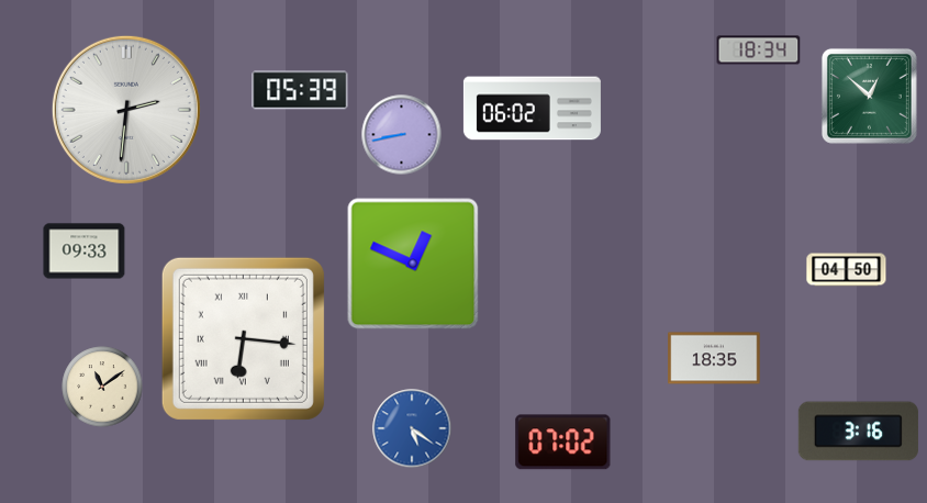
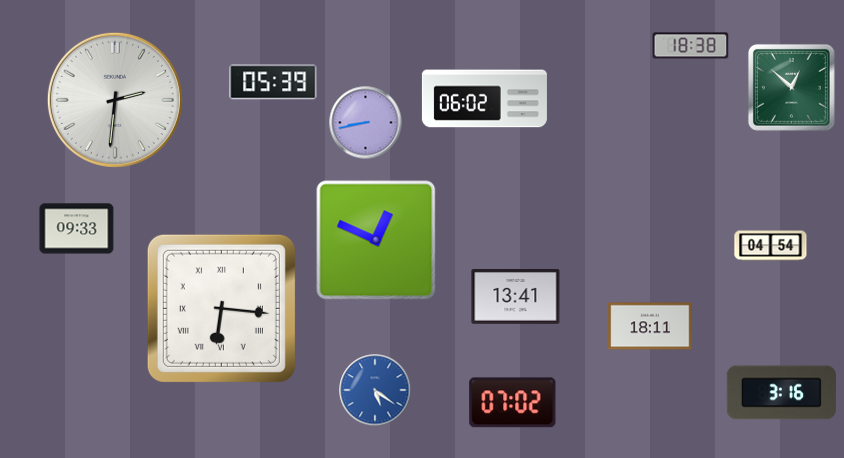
clock at (759, 51): 18:34 -> 18:38
clock at (847, 270): 04:50 -> 04:54
clock at (516, 297): none -> 13:41
clock at (714, 358): 18:35 -> 18:11
clock at (102, 387): 11:09 -> none
